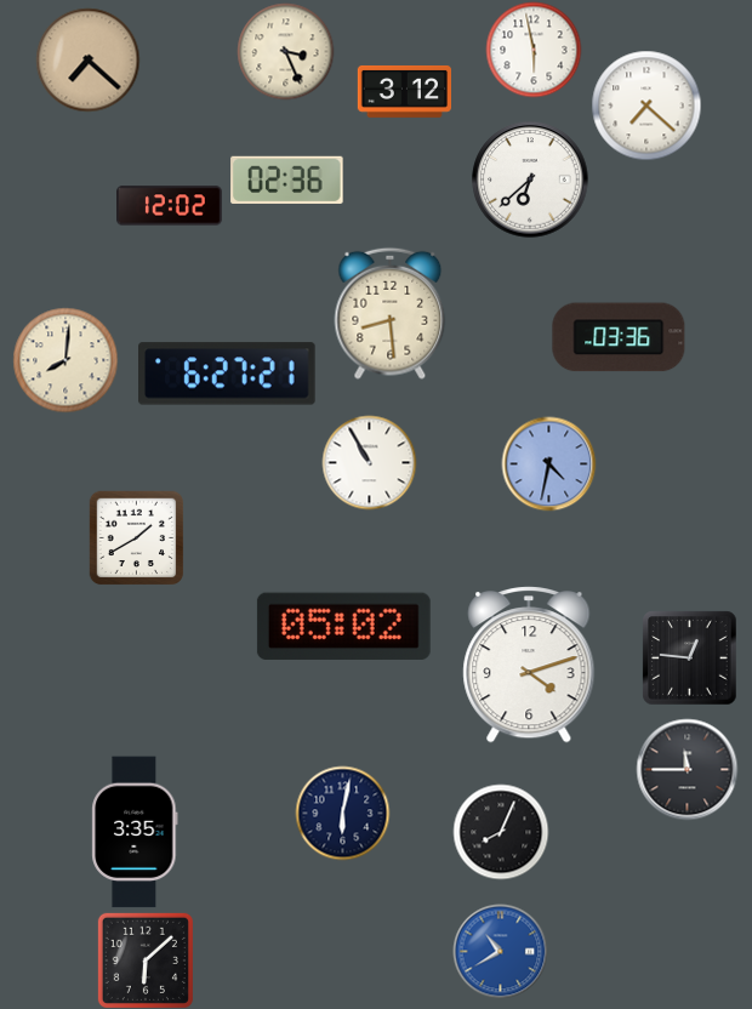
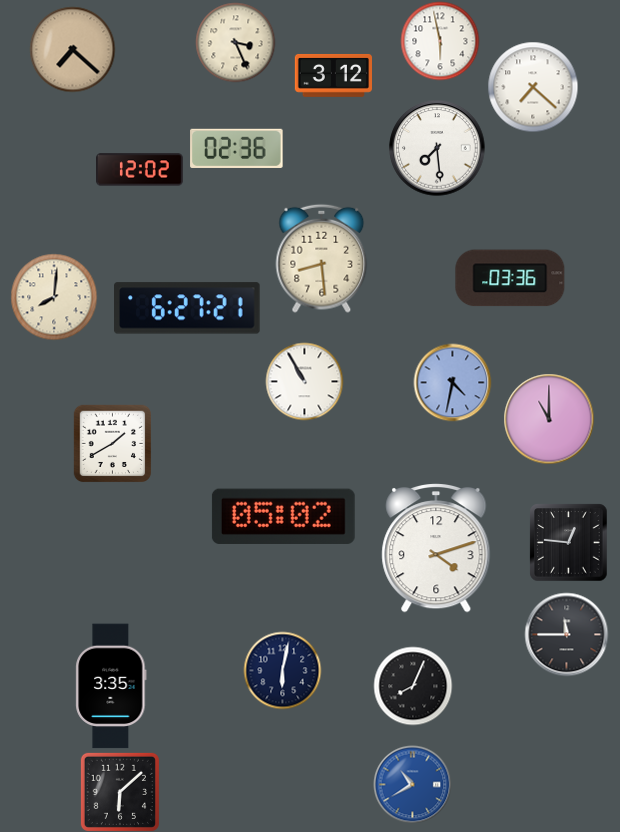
clock at (530, 179): 6:38 -> 7:29
clock at (549, 419): none -> 11:00
